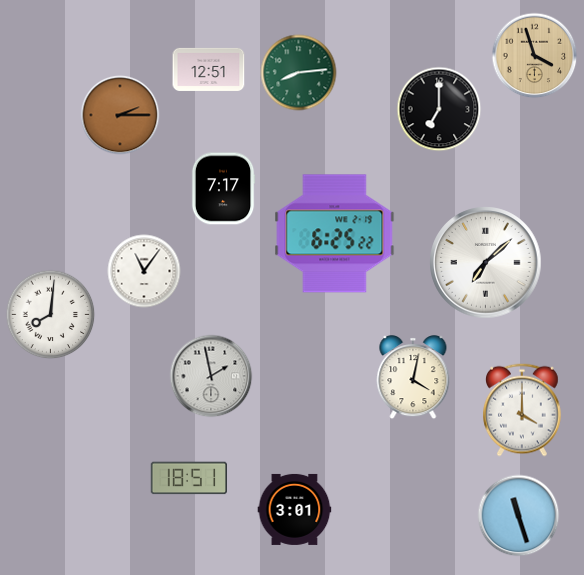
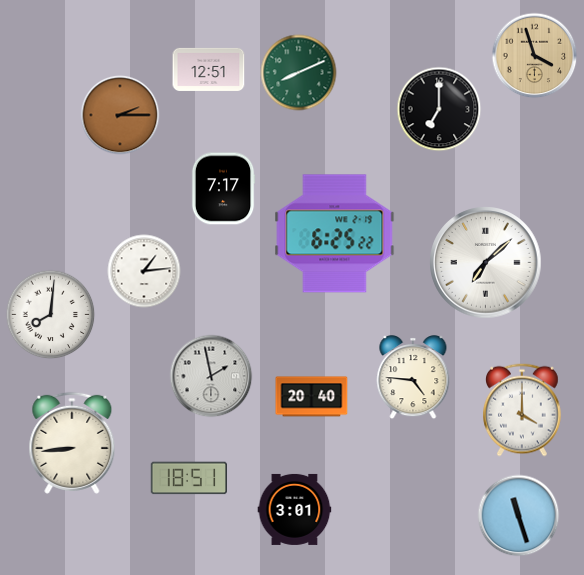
clock at (299, 73): 8:14 -> 8:11
clock at (144, 271): 11:06 -> 1:14
clock at (413, 378): 4:02 -> 4:46
clock at (312, 397): none -> 20:40
clock at (72, 443): none -> 8:44
